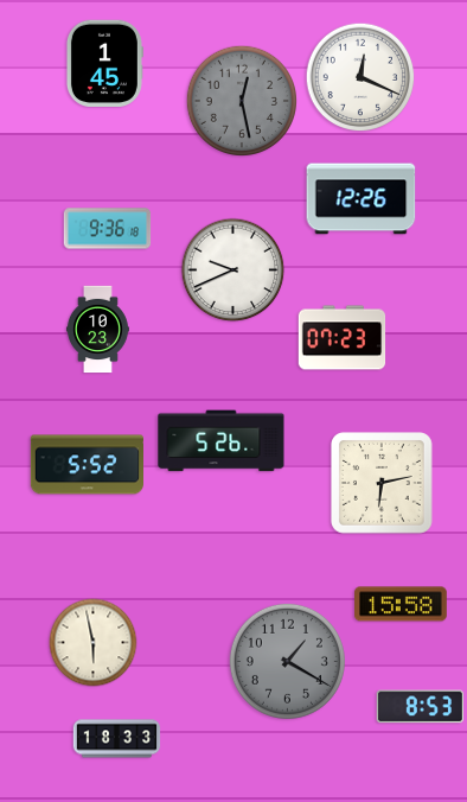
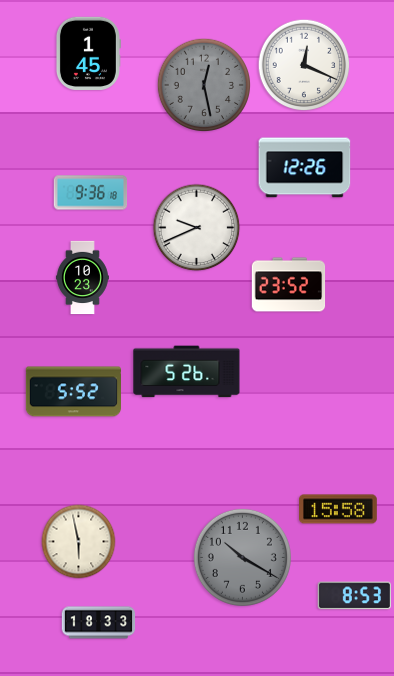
clock at (343, 338): 07:23 -> 23:52
clock at (383, 484): 6:13 -> none
clock at (287, 661): 1:20 -> 10:20
